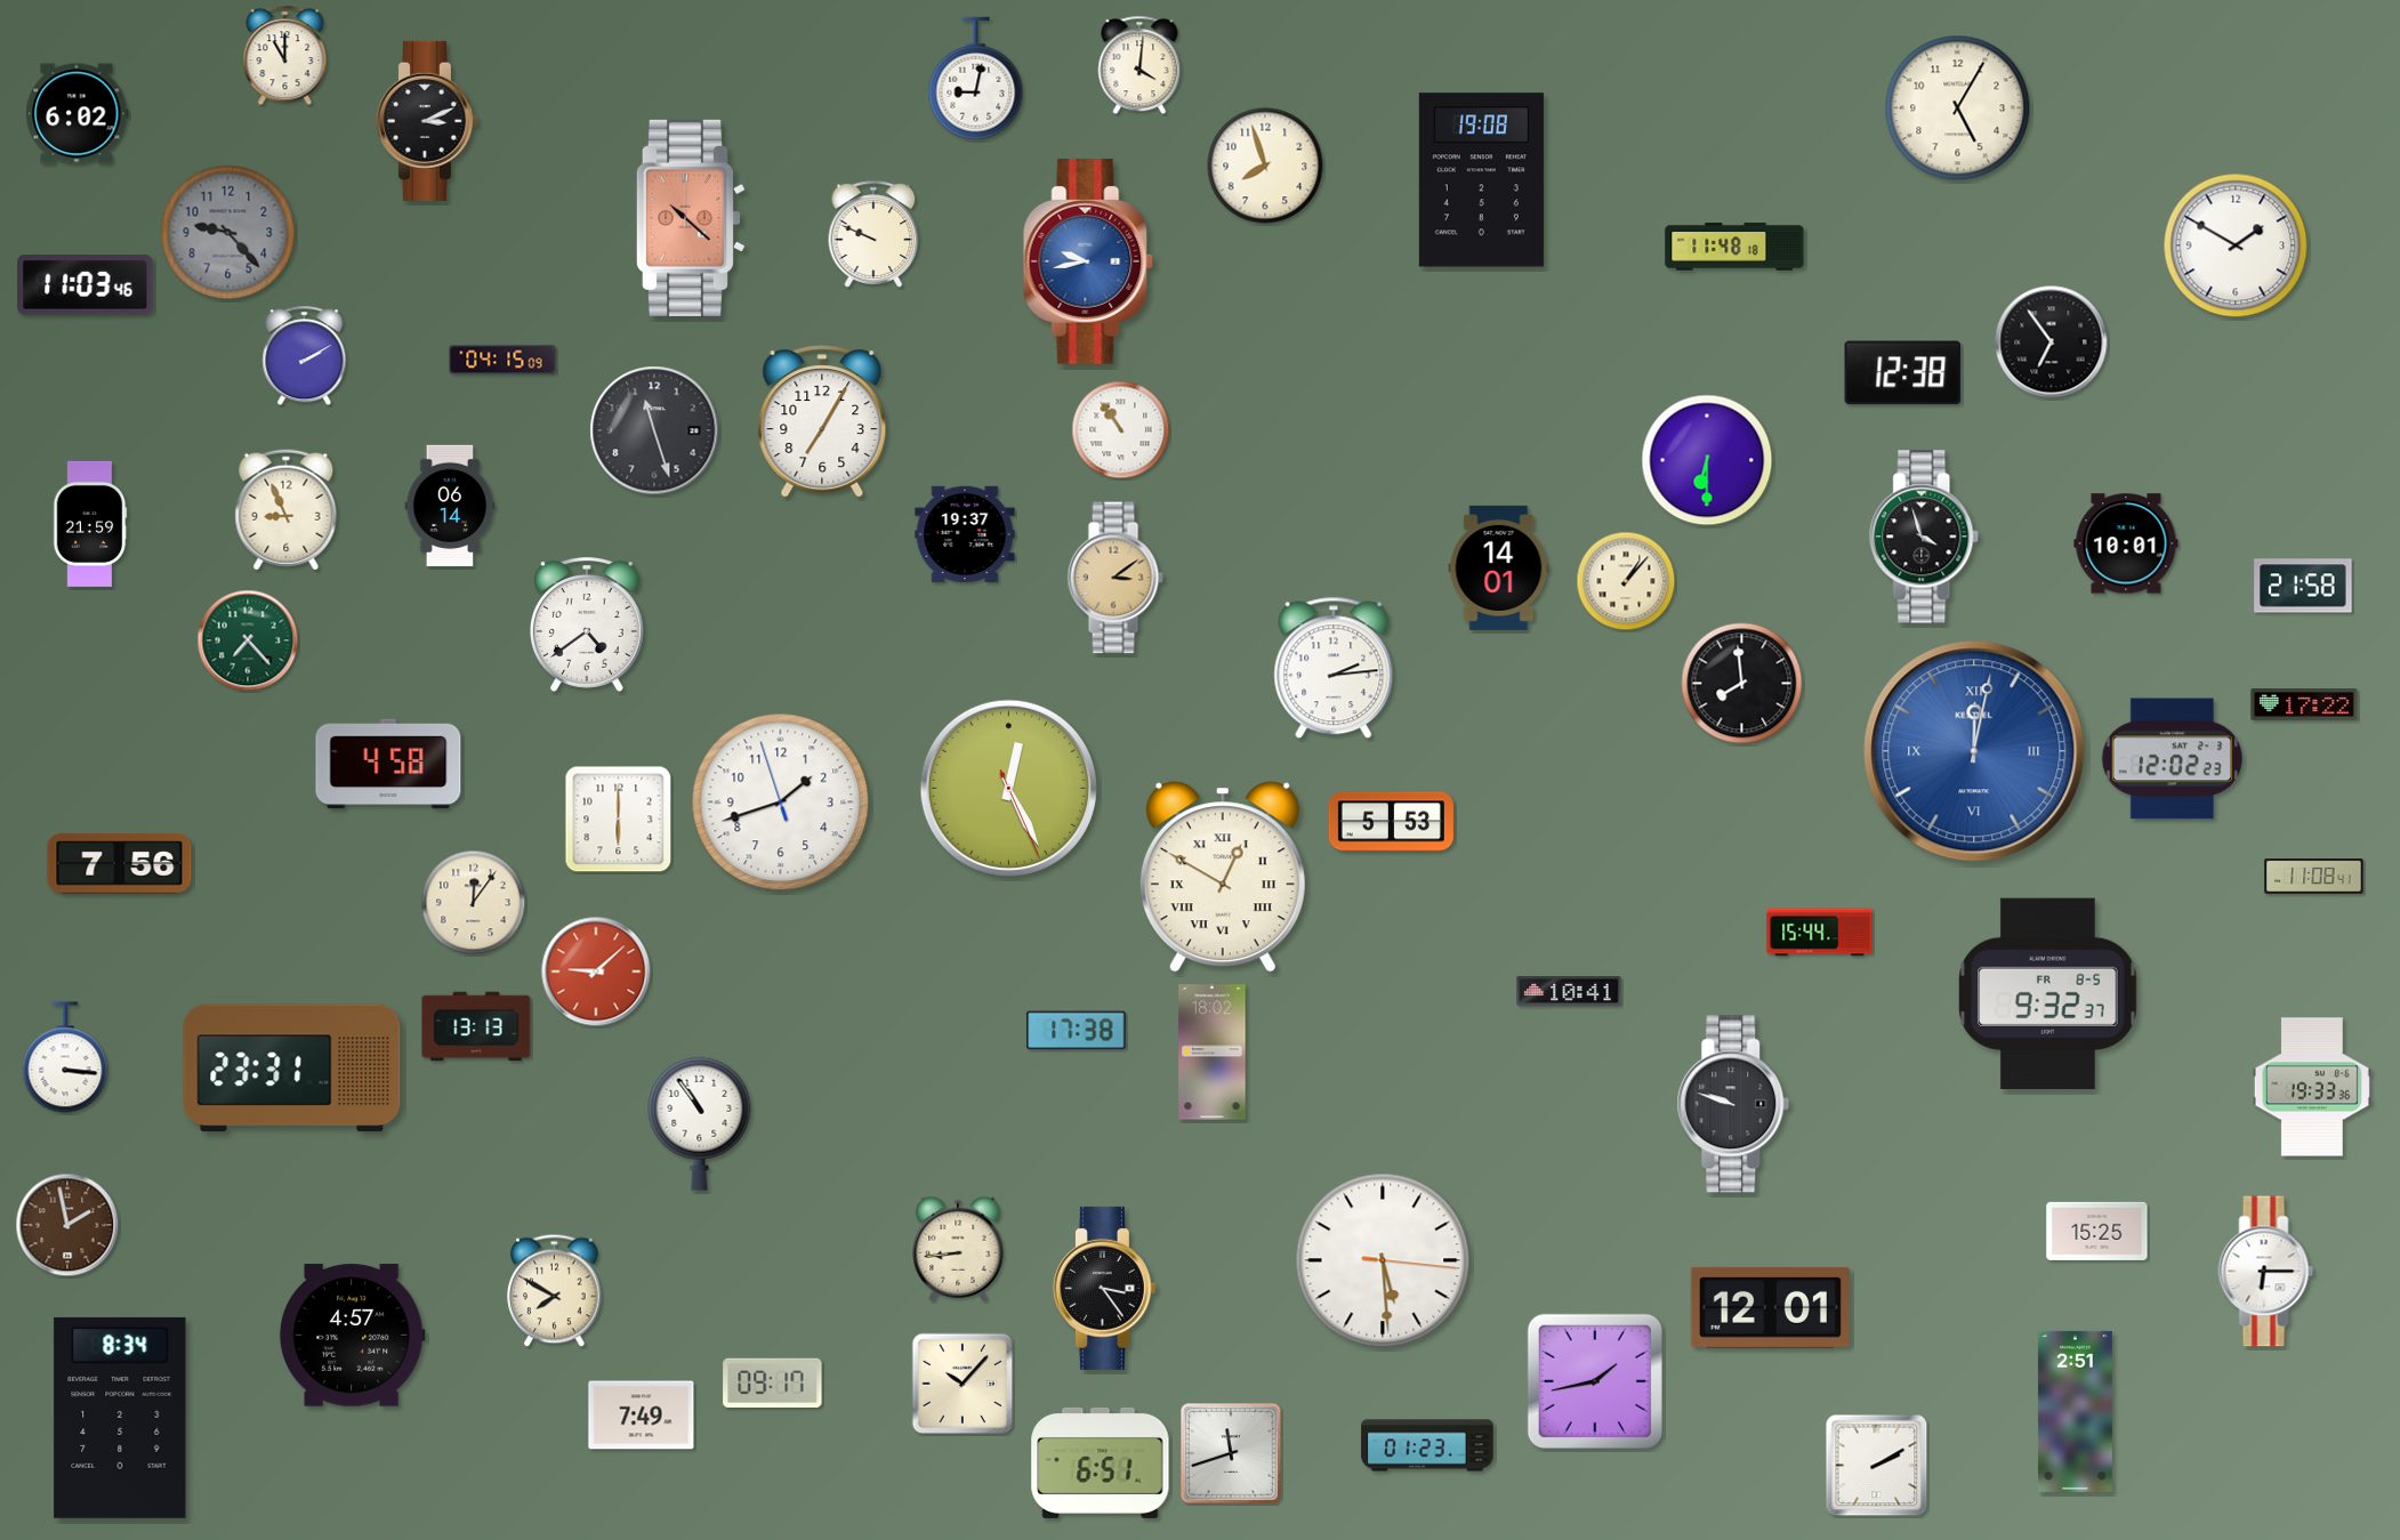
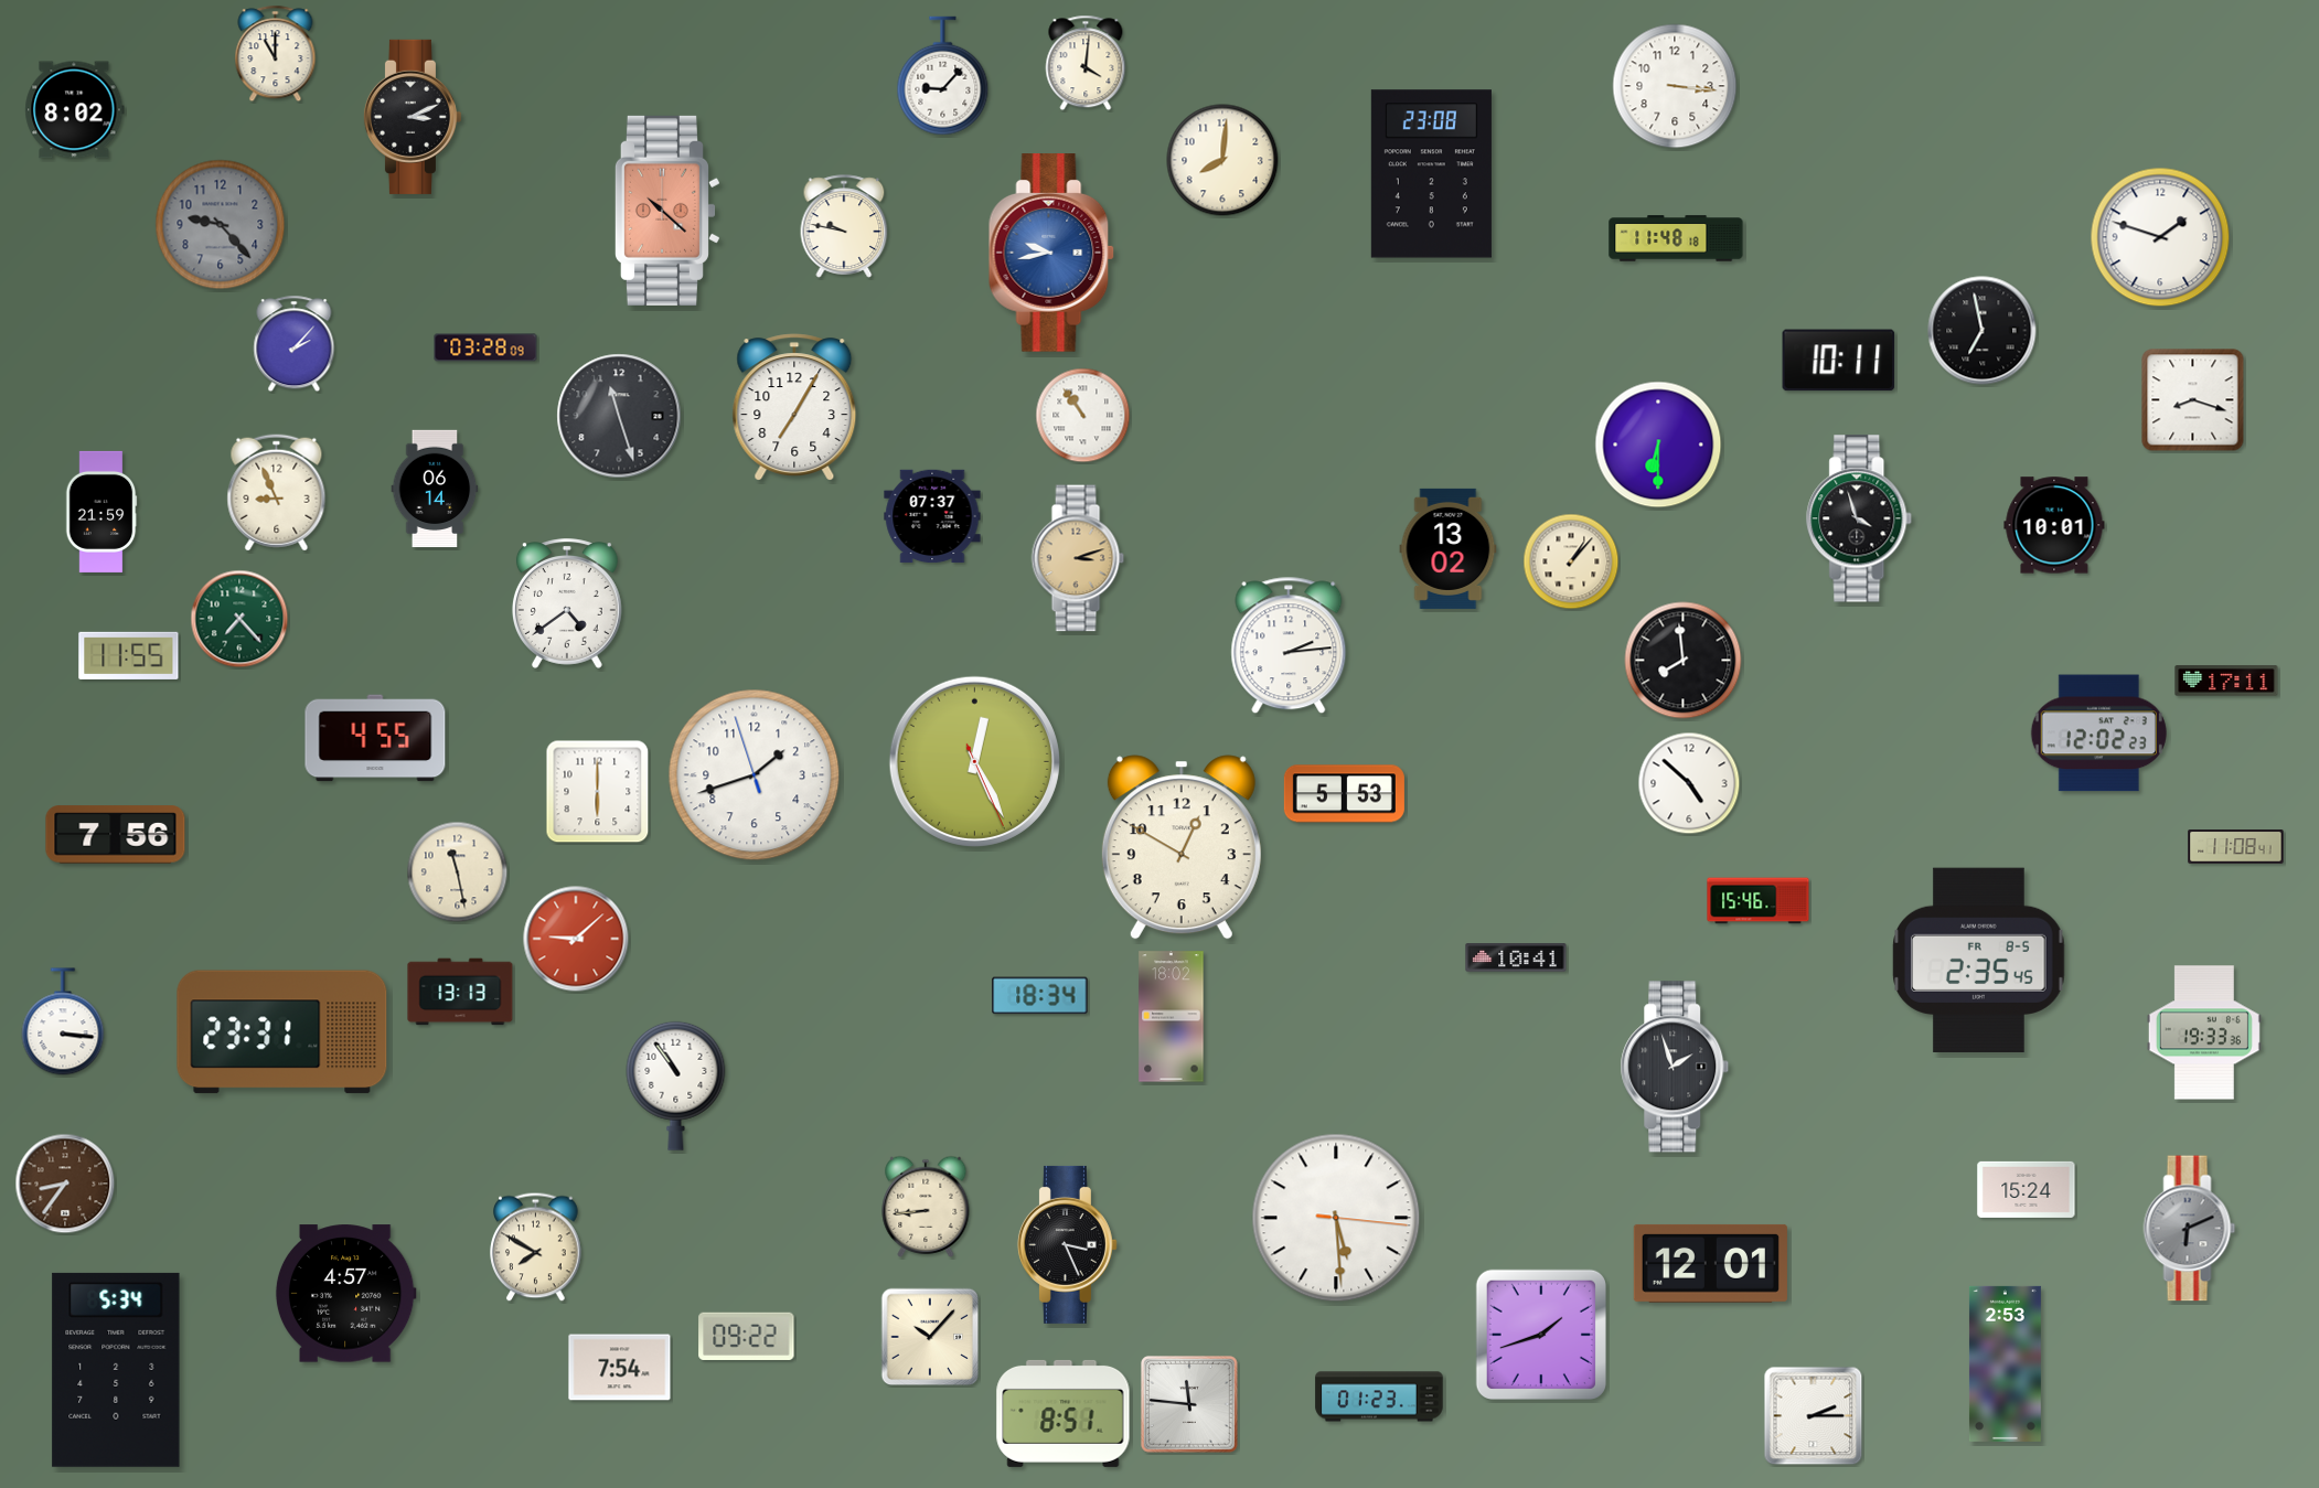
clock at (1139, 65) position: (1139, 65) -> (1086, 63)
clock at (976, 79): 9:02 -> 9:07
clock at (1675, 86): none -> 3:16
clock at (1958, 108): 5:05 -> none
clock at (78, 114): 6:02 -> 8:02
clock at (1265, 166): 7:57 -> 8:01
clock at (1481, 180): 19:08 -> 23:08
clock at (873, 234): 9:49 -> 9:47
clock at (2236, 245): 1:50 -> 1:48
clock at (86, 285): 11:03 -> none
clock at (2052, 342): 6:54 -> 6:58
clock at (305, 356): 2:10 -> 2:07
clock at (502, 360): 04:15 -> 03:28
clock at (1903, 373): 12:38 -> 10:11
clock at (2193, 400): none -> 8:18
clock at (654, 430) position: (654, 430) -> (619, 416)
clock at (1707, 460) position: (1707, 460) -> (1658, 445)
clock at (90, 524) position: (90, 524) -> (101, 512)
clock at (965, 534): 19:37 -> 07:37
clock at (1499, 567): 14:01 -> 13:02
clock at (1116, 578): 3:09 -> 3:12
clock at (2303, 586): 21:58 -> none
clock at (129, 655): none -> 11:55
clock at (2304, 704): 17:22 -> 17:11
clock at (1974, 751): 12:02 -> none
clock at (388, 764): 4:58 -> 4:55
clock at (1689, 783): none -> 4:52
clock at (1223, 877) numerals: Roman -> Arabic
clock at (474, 903): 12:06 -> 11:28
clock at (1820, 933): 15:44 -> 15:46
clock at (2048, 993): 9:32 -> 2:35
clock at (1077, 1031): 17:38 -> 18:34
clock at (2312, 1087) position: (2312, 1087) -> (2204, 1032)
clock at (1733, 1104): 9:48 -> 1:57
clock at (67, 1225): 1:58 -> 8:36
clock at (2097, 1231): 15:25 -> 15:24
clock at (2266, 1272): 6:15 -> 6:11
clock at (2266, 1272) dial: white -> grey
clock at (1104, 1288): 3:24 -> 3:26
clock at (352, 1336) position: (352, 1336) -> (345, 1294)
clock at (1595, 1381): 1:43 -> 1:42
clock at (773, 1382): 09:17 -> 09:22
clock at (2075, 1411): 2:51 -> 2:53
clock at (642, 1416): 7:49 -> 7:54
clock at (120, 1418): 8:34 -> 5:34
clock at (1232, 1454): 11:42 -> 11:46
clock at (1101, 1462): 6:51 -> 8:51
clock at (1877, 1466): 2:10 -> 2:15
